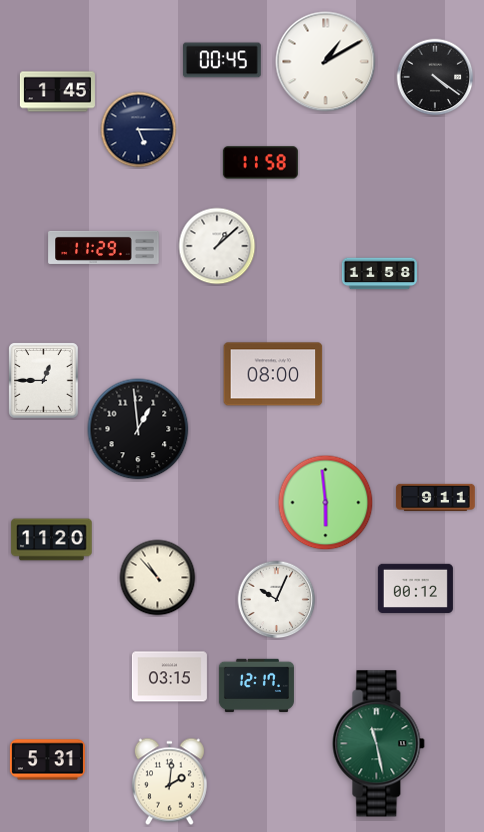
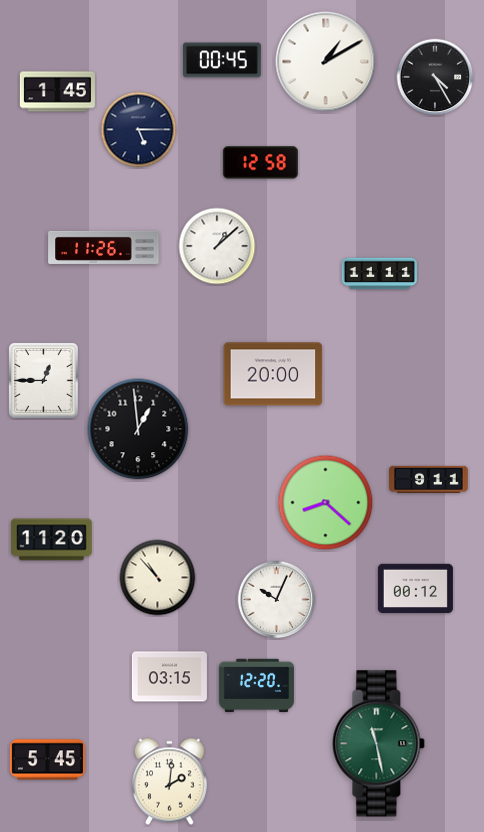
clock at (435, 77): 4:21 -> 4:25
clock at (260, 163): 11:58 -> 12:58
clock at (104, 247): 11:29 -> 11:26
clock at (379, 274): 11:58 -> 11:11
clock at (273, 374): 08:00 -> 20:00
clock at (436, 497) position: (436, 497) -> (429, 479)
clock at (326, 503): 5:59 -> 8:22
clock at (256, 686): 12:17 -> 12:20
clock at (47, 760): 5:31 -> 5:45
